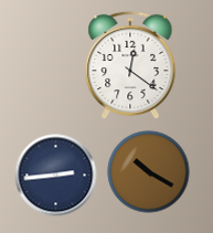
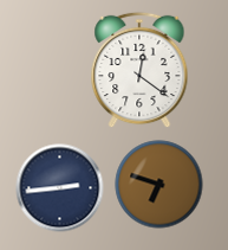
clock at (149, 172): 10:20 -> 6:48
